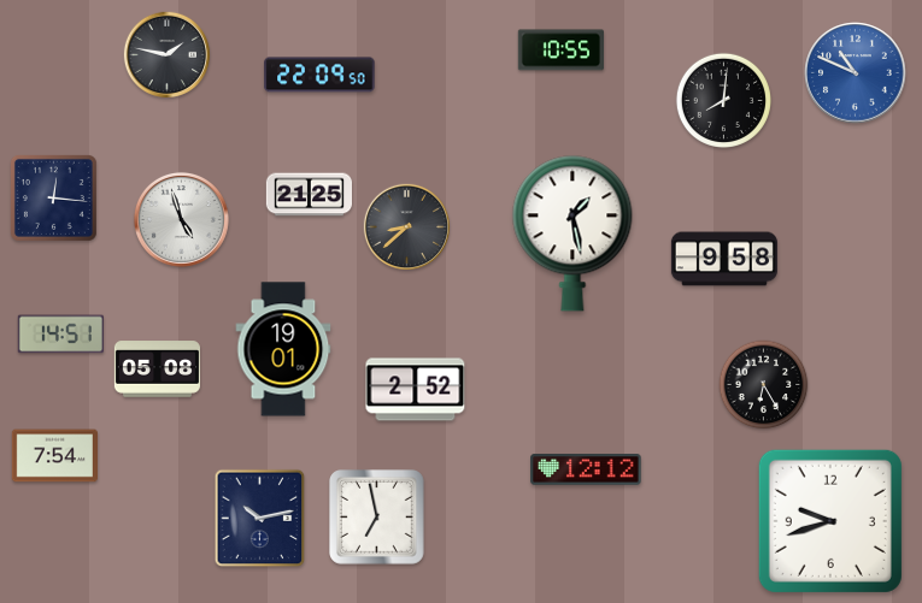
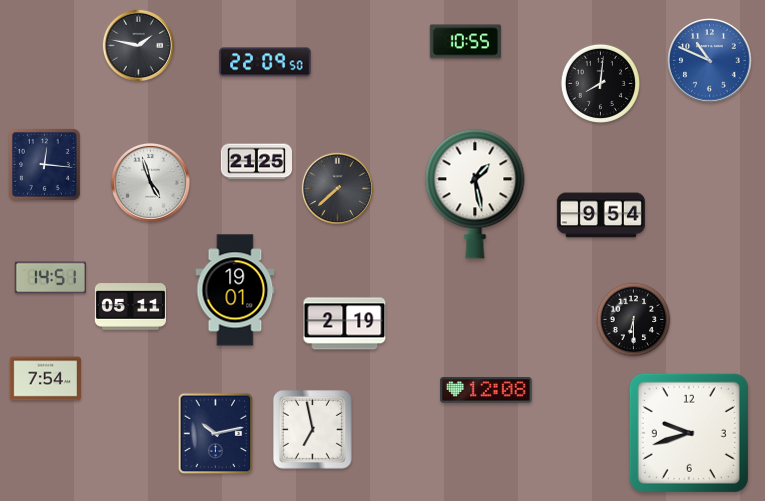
clock at (406, 226): 8:38 -> 7:38
clock at (724, 259): 9:58 -> 9:54
clock at (157, 370): 05:08 -> 05:11
clock at (764, 385): 6:25 -> 6:30
clock at (416, 390): 2:52 -> 2:19
clock at (586, 469): 12:12 -> 12:08
clock at (260, 519) position: (260, 519) -> (216, 434)
